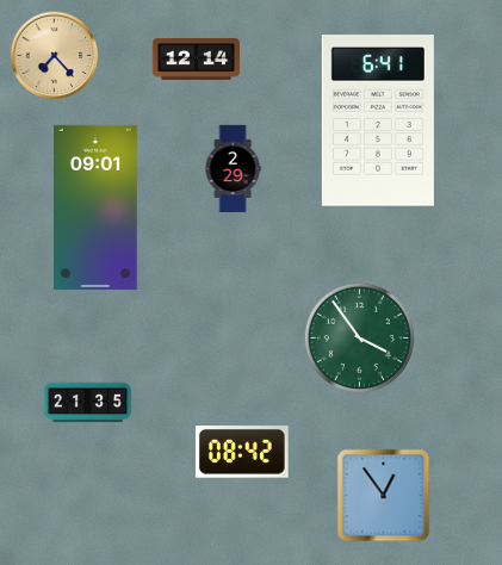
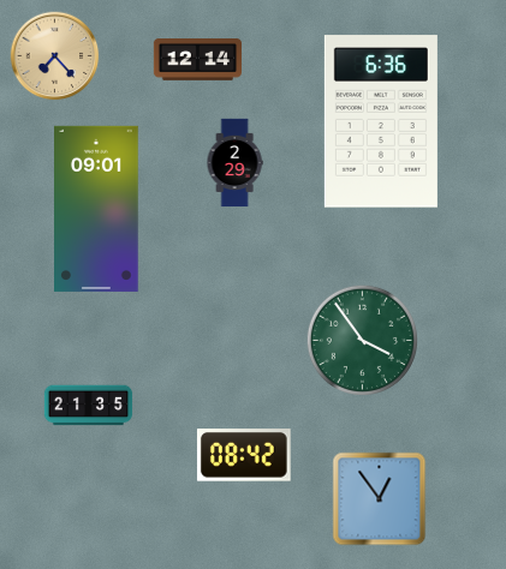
clock at (378, 120): 6:41 -> 6:36
clock at (233, 169) position: (233, 169) -> (234, 163)
clock at (384, 496) position: (384, 496) -> (380, 499)
